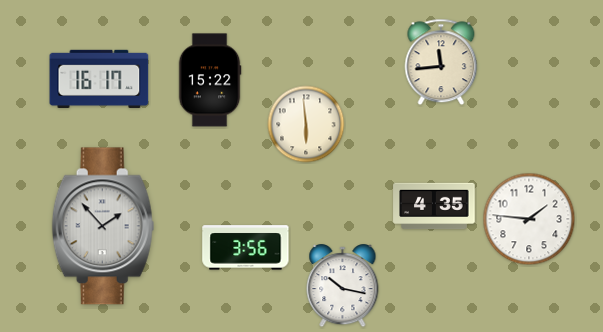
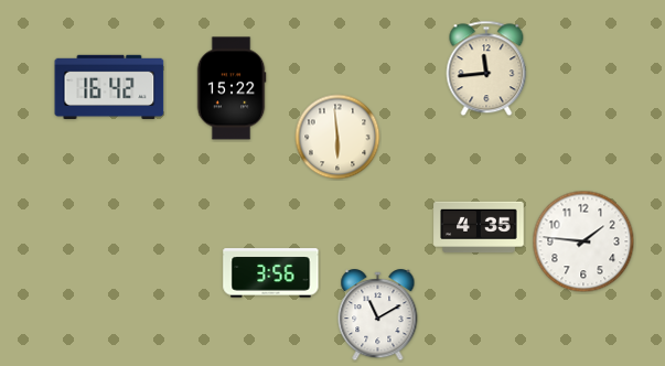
clock at (99, 79): 16:17 -> 16:42
clock at (103, 226): 1:53 -> none
clock at (343, 286): 10:17 -> 11:10
